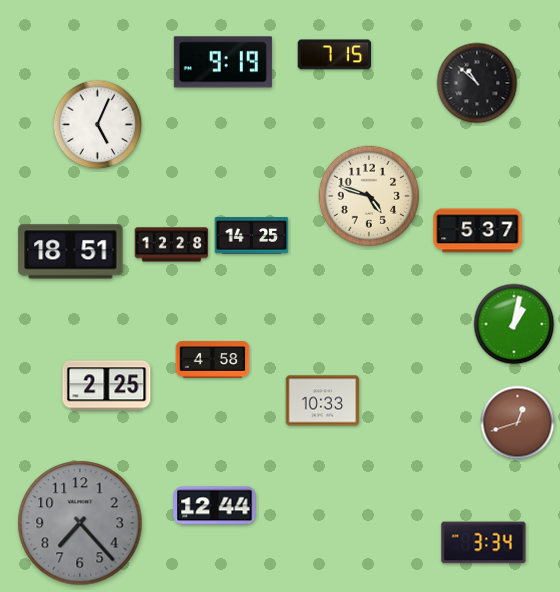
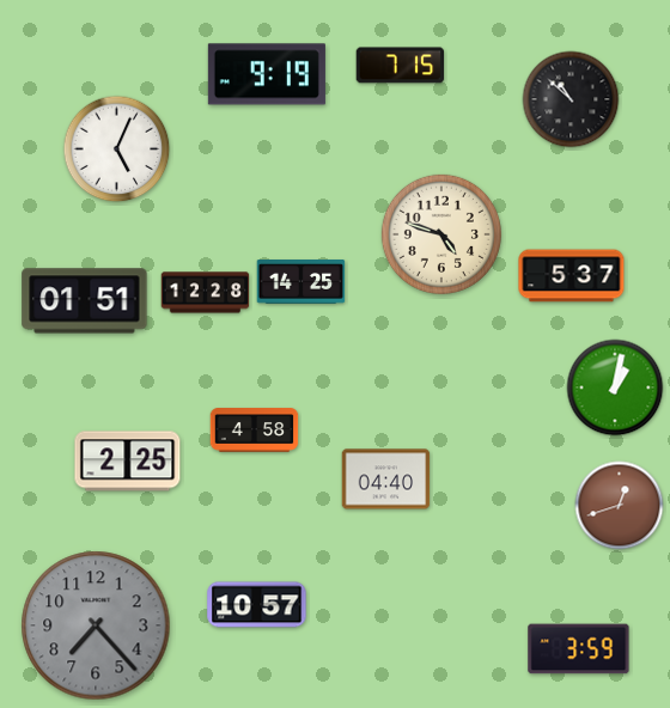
clock at (71, 252): 18:51 -> 01:51
clock at (323, 401): 10:33 -> 04:40
clock at (215, 506): 12:44 -> 10:57
clock at (484, 543): 3:34 -> 3:59
